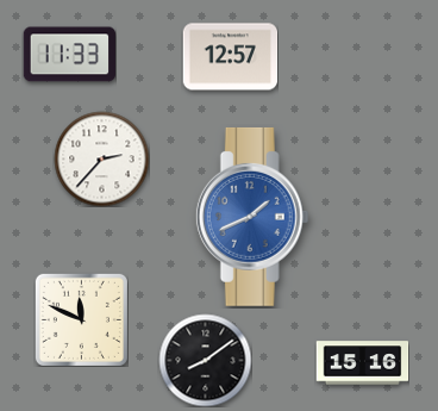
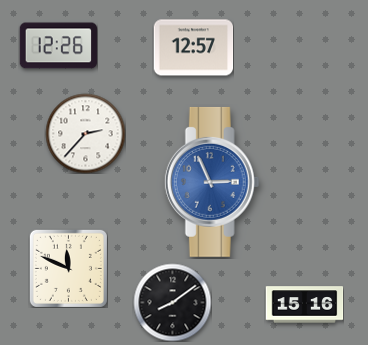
clock at (69, 55): 11:33 -> 12:26
clock at (252, 217): 1:41 -> 2:56
